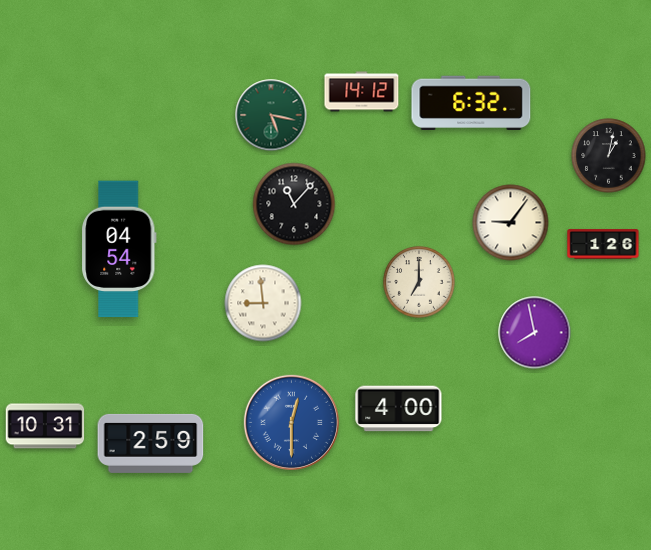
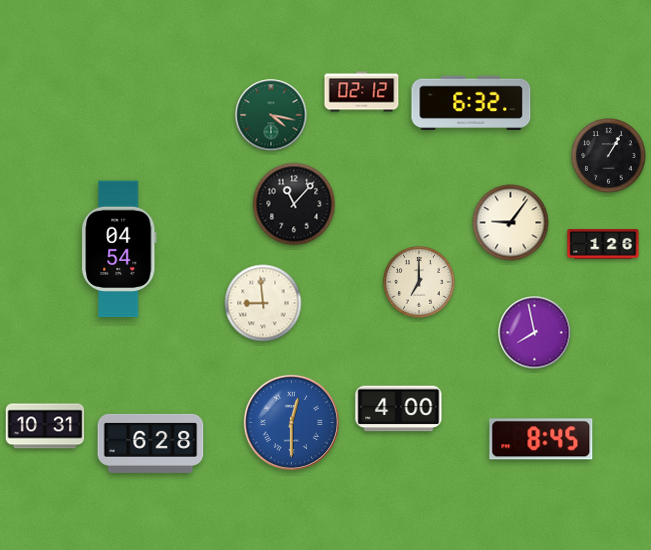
clock at (362, 92): 14:12 -> 02:12
clock at (271, 115): 5:17 -> 4:17
clock at (609, 156): 1:02 -> 1:05
clock at (541, 439): none -> 8:45
clock at (151, 443): 2:59 -> 6:28
